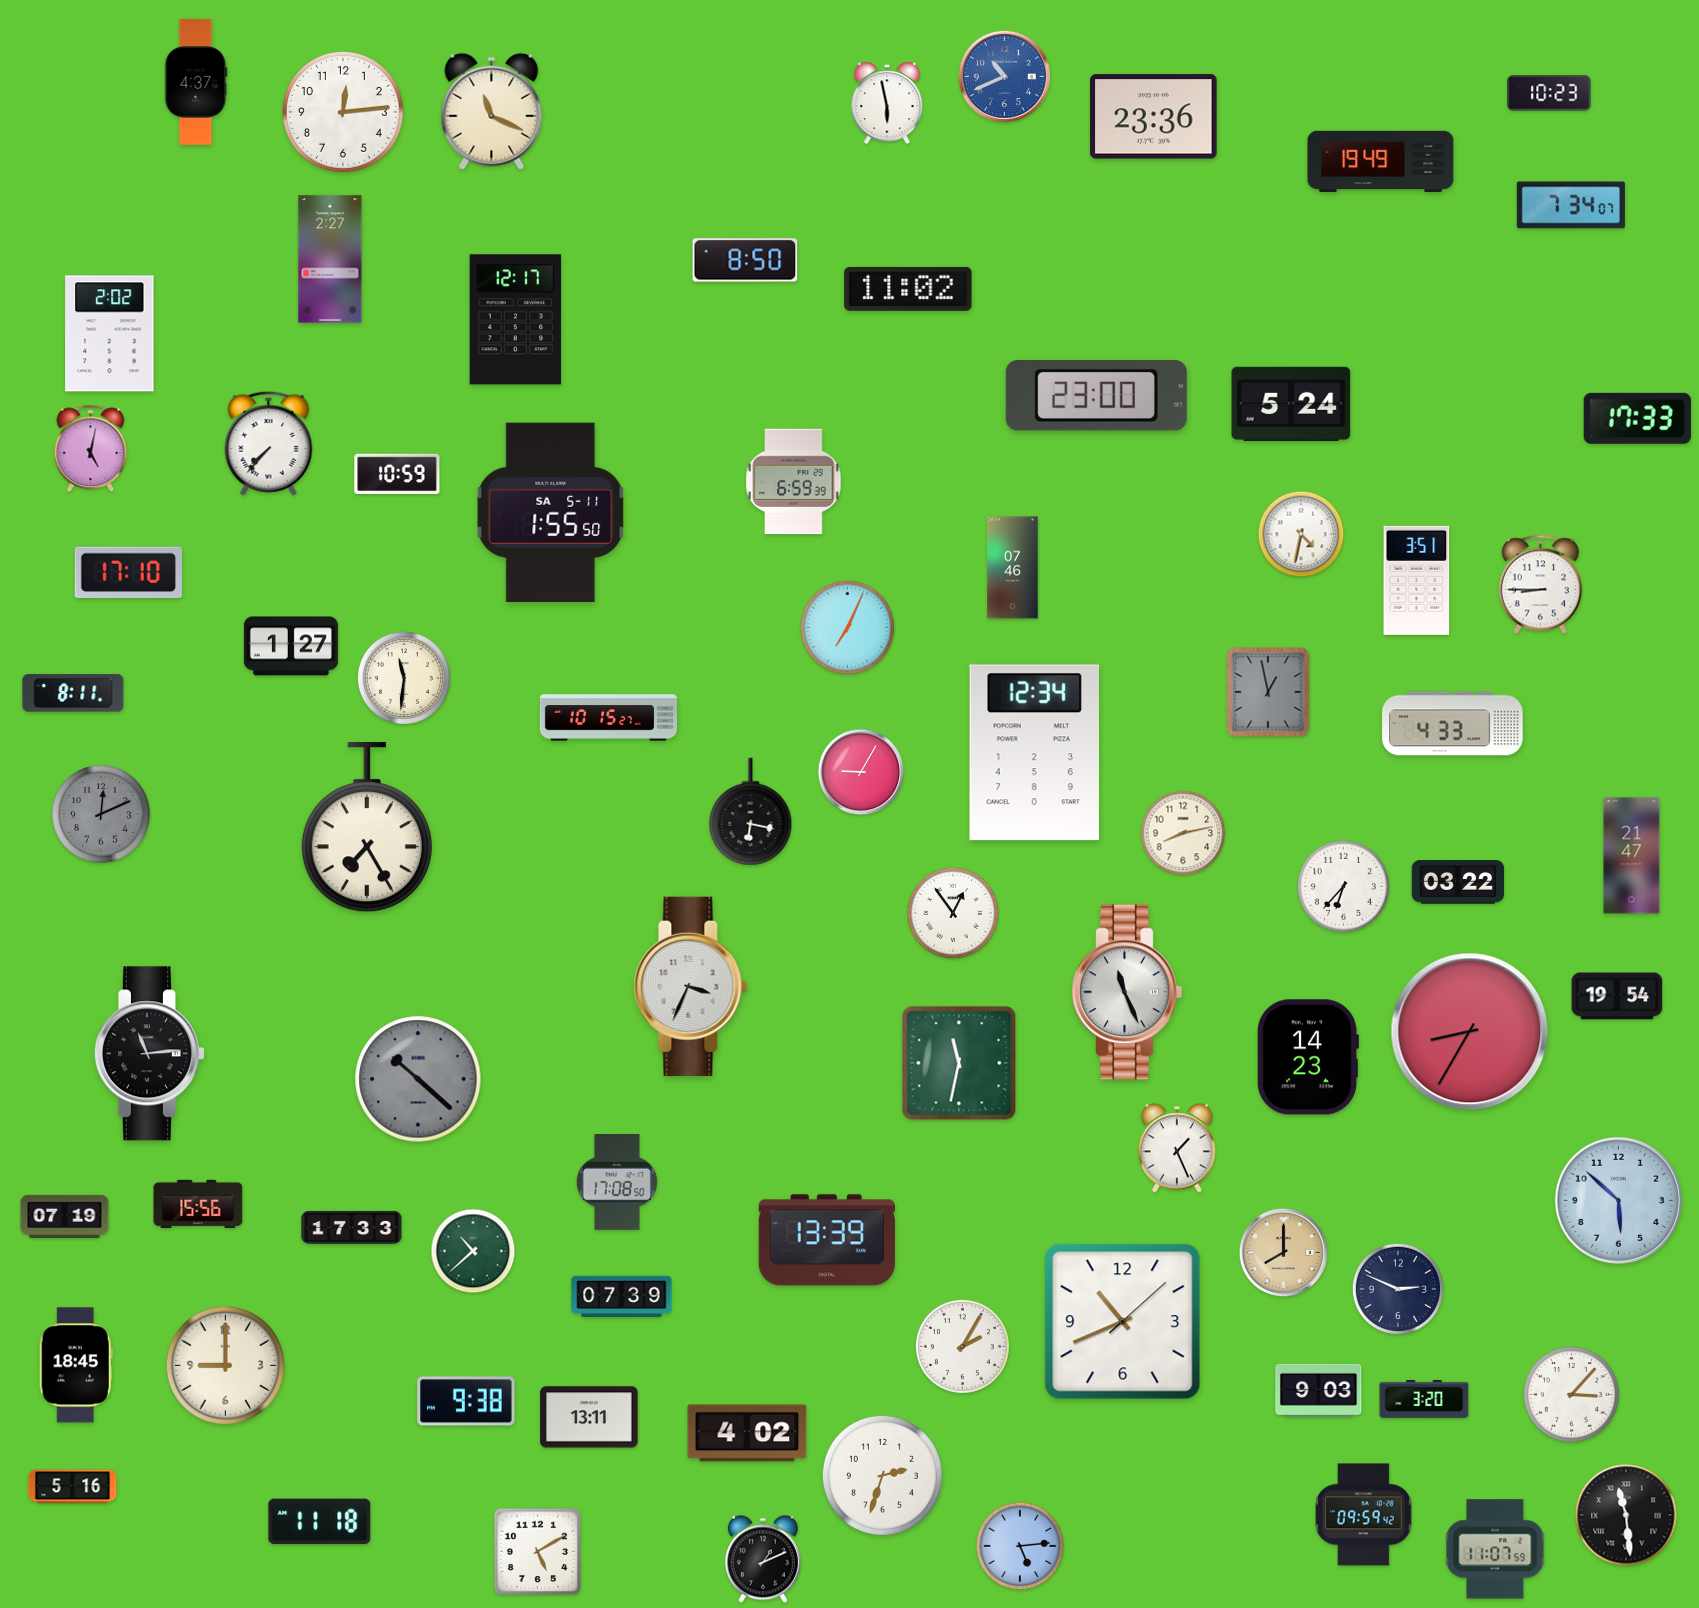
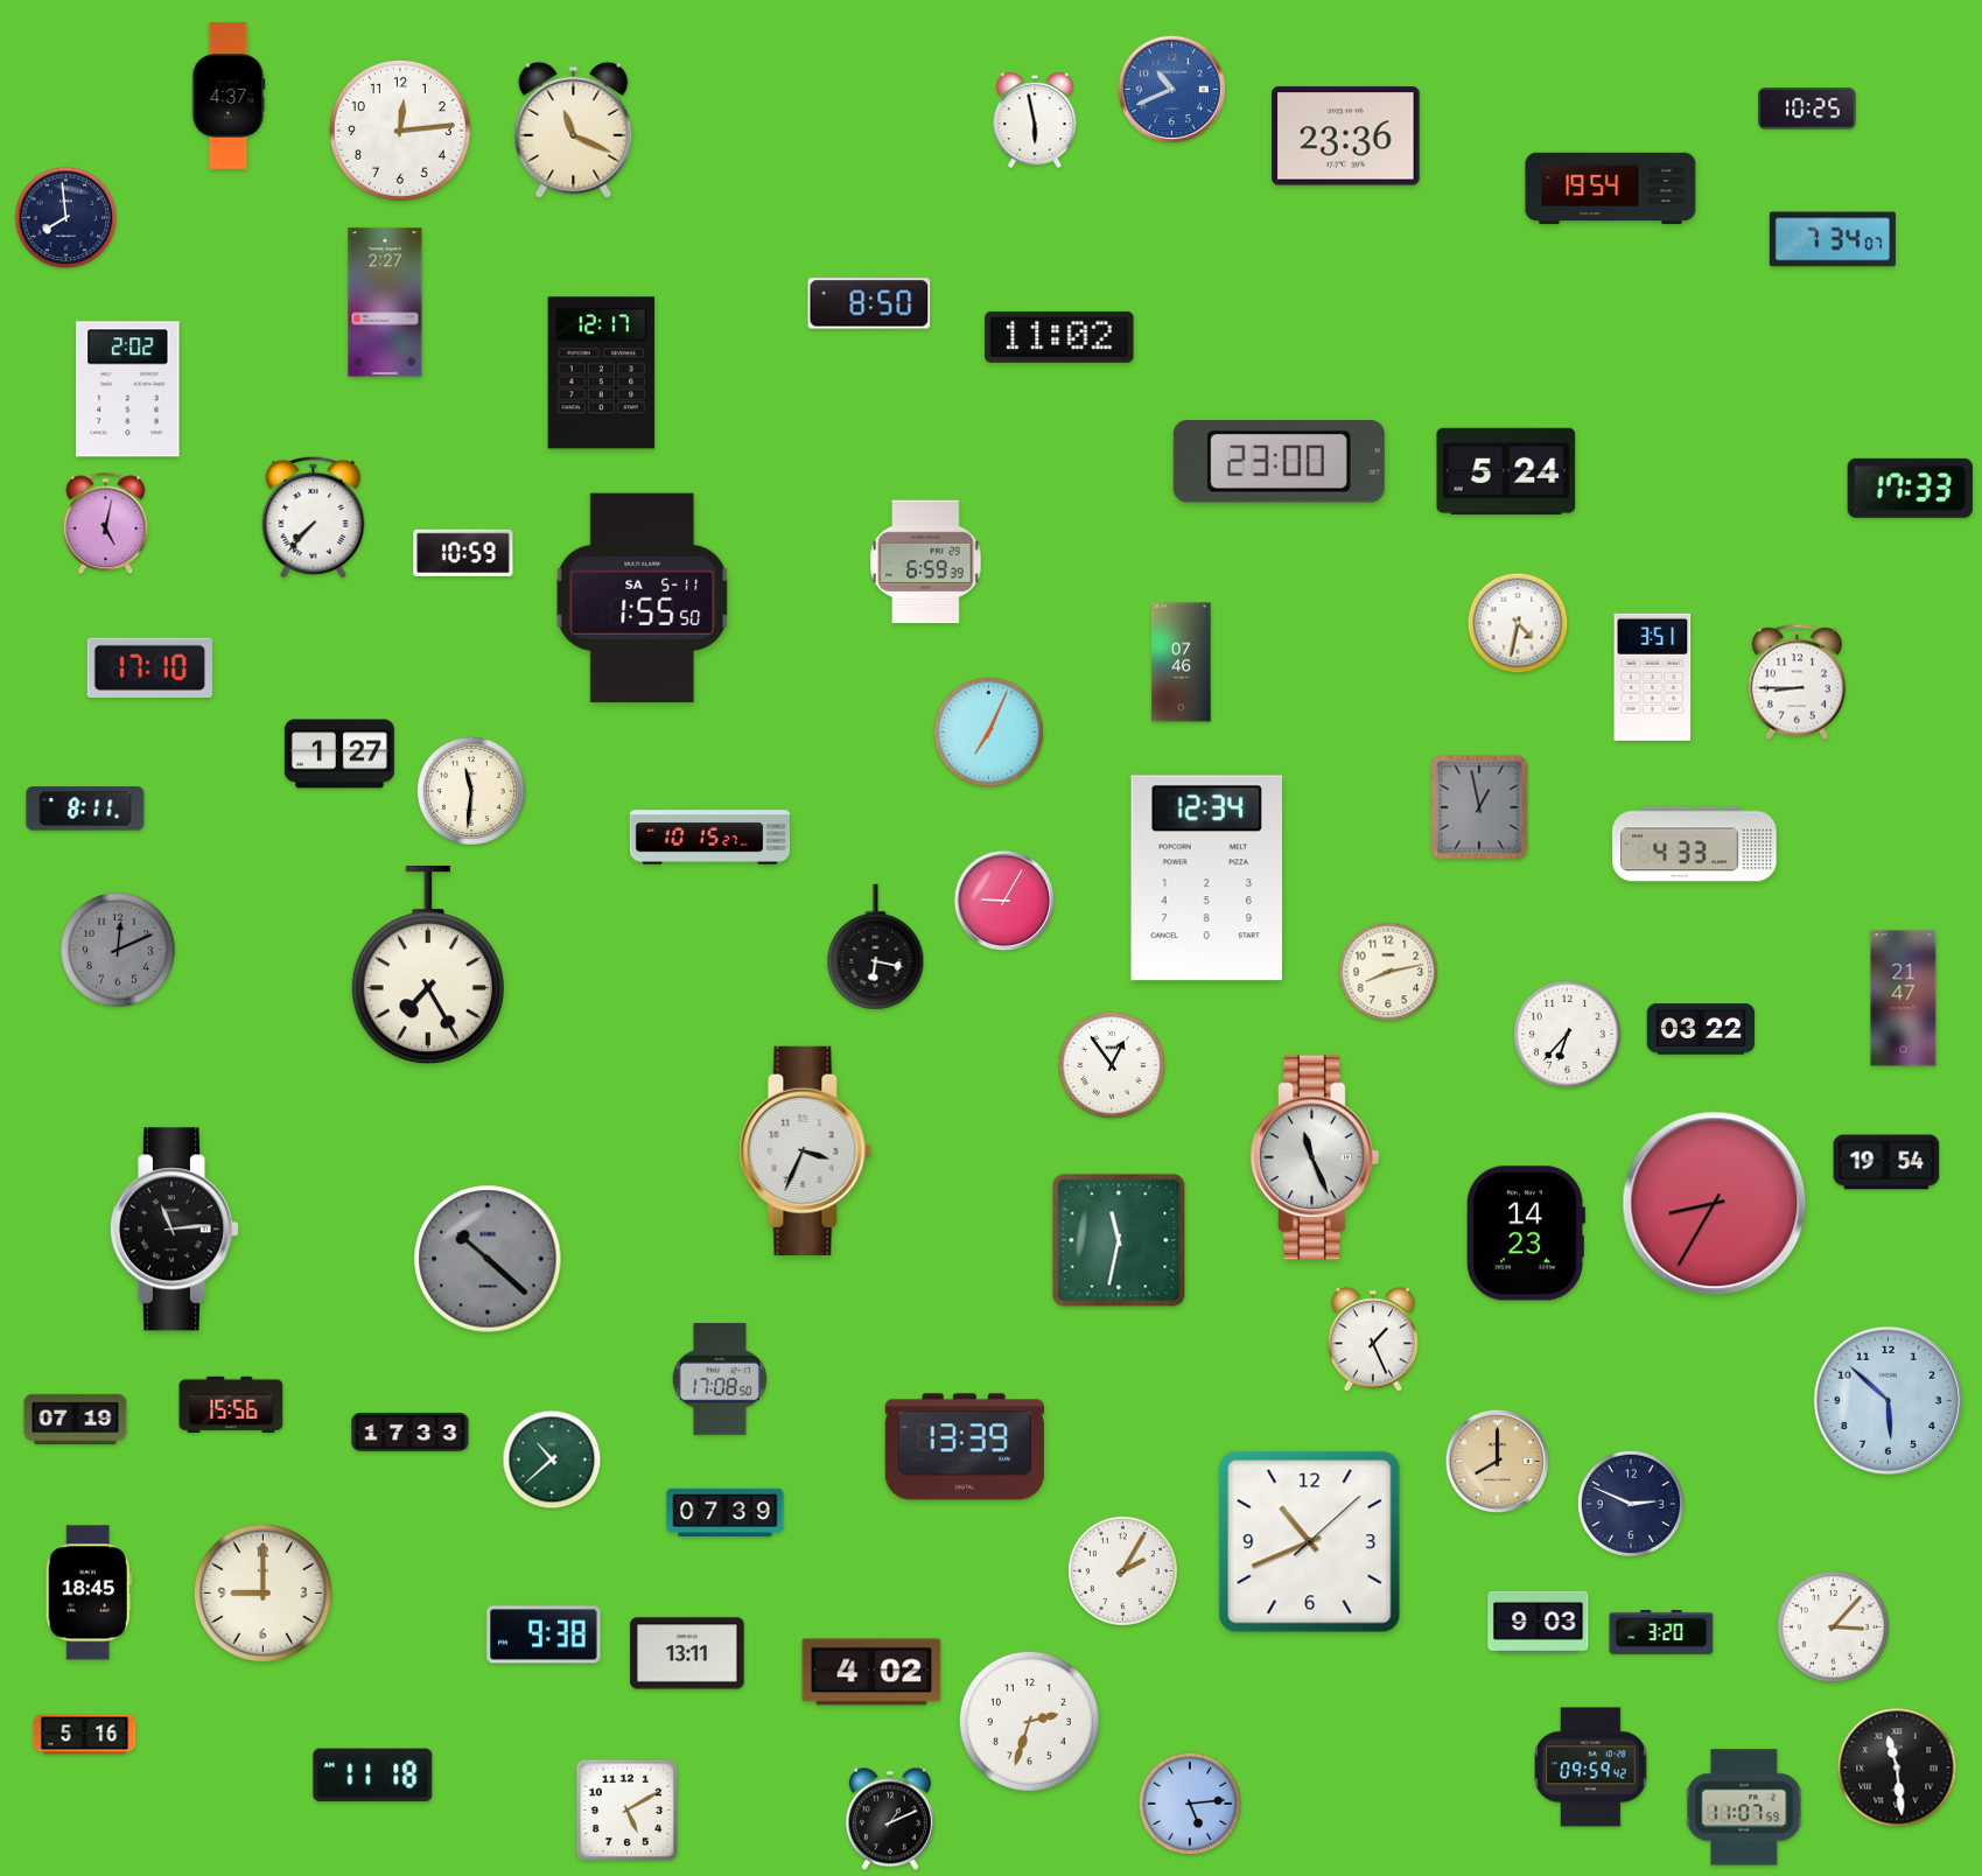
clock at (1549, 93): 10:23 -> 10:25
clock at (1381, 162): 19:49 -> 19:54
clock at (66, 218): none -> 7:59
clock at (1183, 833) position: (1183, 833) -> (1388, 972)
